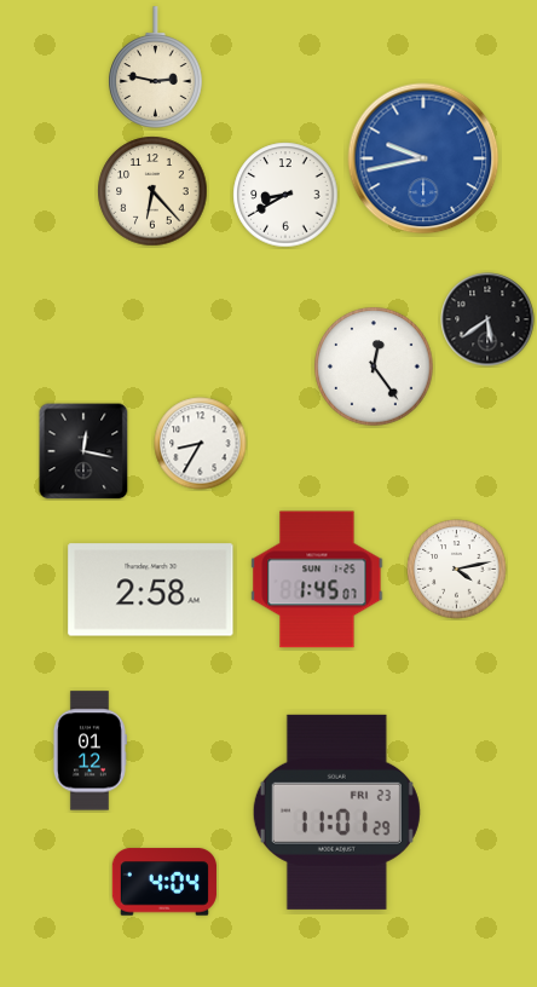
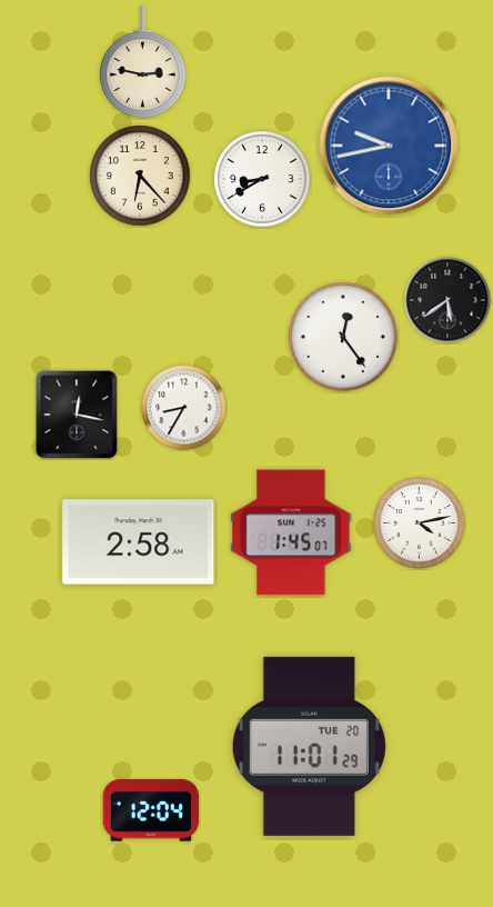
clock at (487, 319) position: (487, 319) -> (447, 300)
clock at (89, 751): 01:12 -> none
clock at (336, 812) date: FRI 23 -> TUE 20
clock at (164, 882): 4:04 -> 12:04
